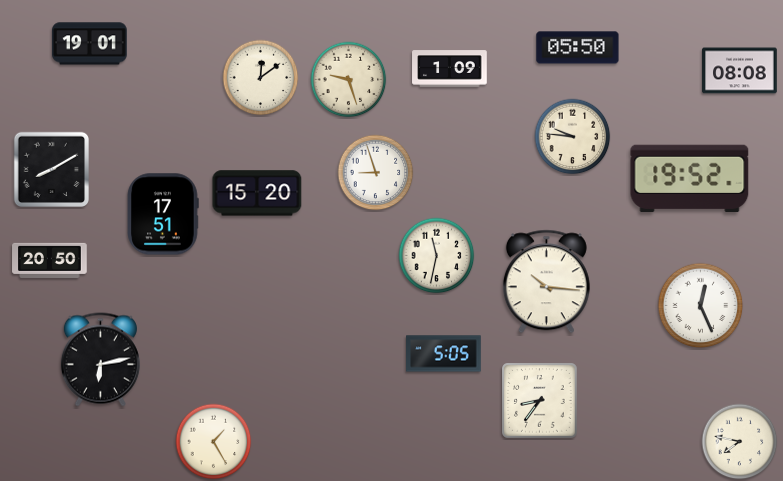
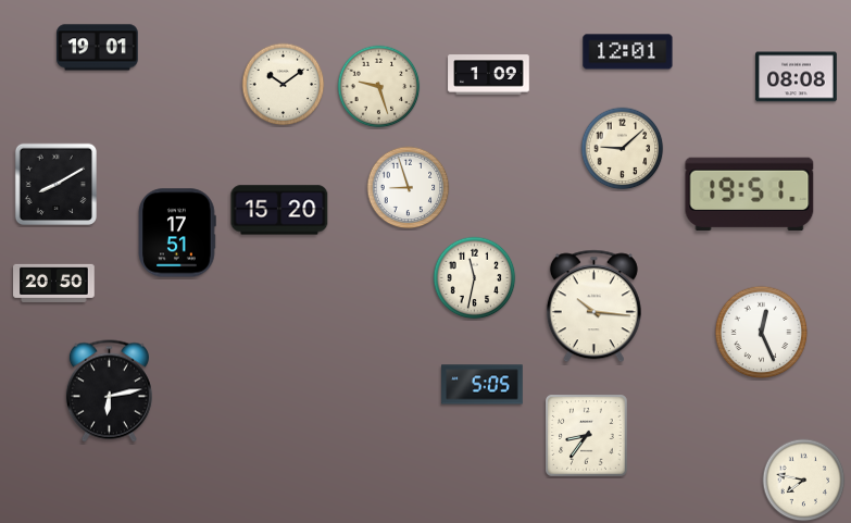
clock at (578, 48): 05:50 -> 12:01
clock at (740, 71) position: (740, 71) -> (797, 77)
clock at (261, 78): 12:09 -> 10:09
clock at (573, 137): 9:46 -> 9:08
clock at (690, 179): 19:52 -> 19:51
clock at (214, 442): 1:25 -> none
